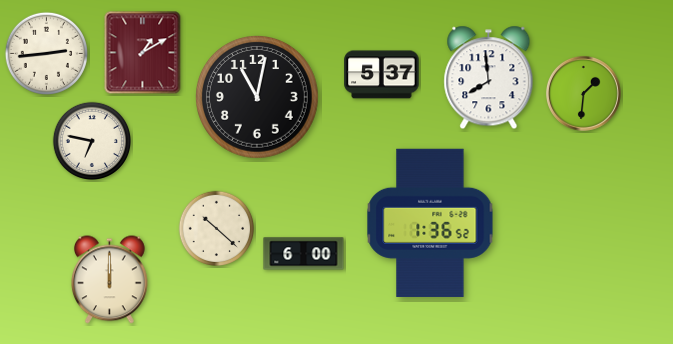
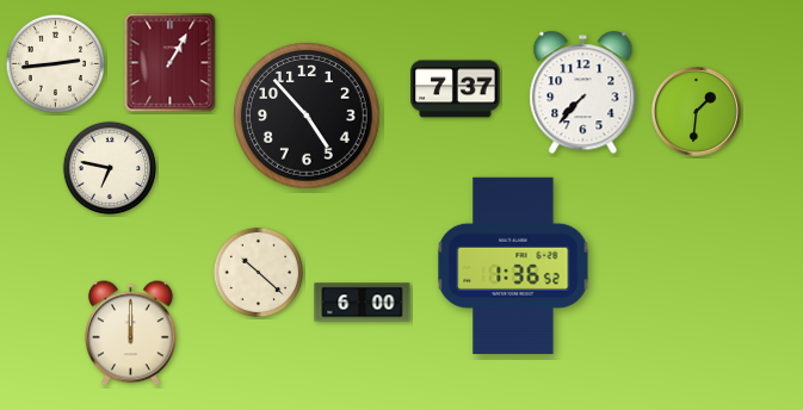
clock at (143, 53): 1:10 -> 1:05
clock at (382, 75): 5:37 -> 7:37
clock at (489, 78): 7:59 -> 7:37
clock at (258, 98): 11:02 -> 4:53
